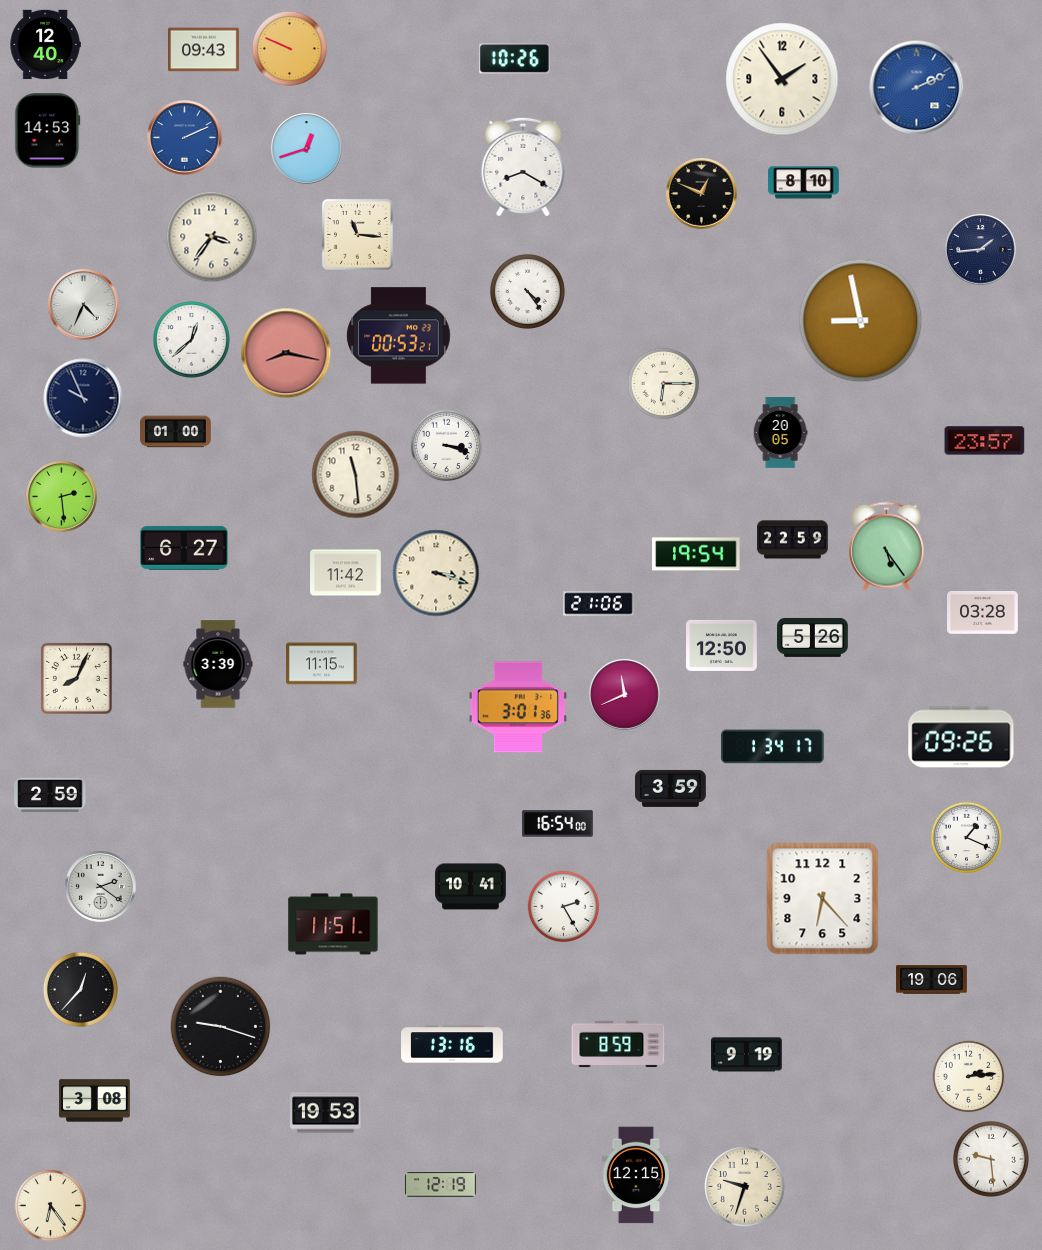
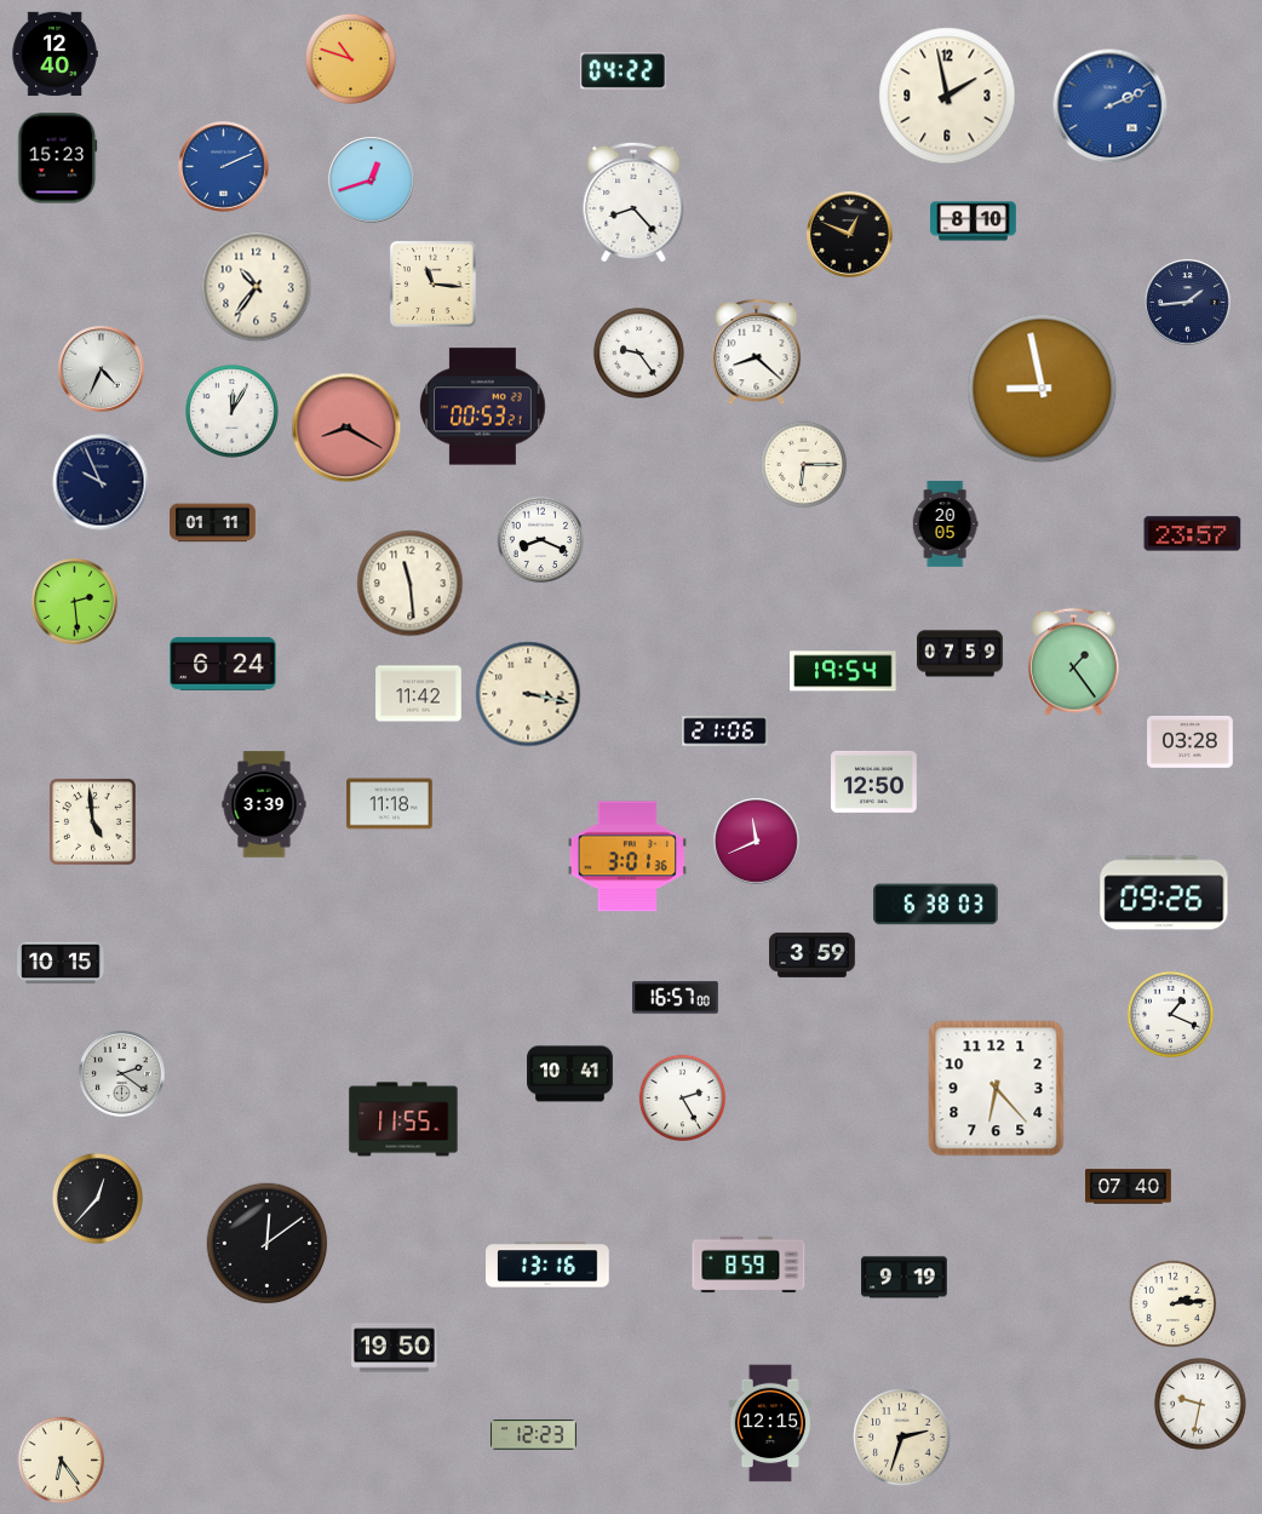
clock at (289, 48): 9:49 -> 10:48
clock at (204, 50): 09:43 -> none
clock at (514, 59): 10:26 -> 04:22
clock at (782, 79): 1:54 -> 1:58
clock at (48, 131): 14:53 -> 15:23
clock at (523, 167): 8:20 -> 8:23
clock at (212, 237): 3:36 -> 10:36
clock at (527, 291): 4:24 -> 9:24
clock at (757, 352): none -> 8:22
clock at (192, 340): 12:38 -> 12:05
clock at (286, 353): 8:17 -> 8:20
clock at (176, 432): 01:00 -> 01:11
clock at (447, 446): 3:18 -> 8:19
clock at (356, 475) position: (356, 475) -> (411, 584)
clock at (793, 540): 22:59 -> 07:59
clock at (887, 547): 5:24 -> 1:24
clock at (184, 548): 6:27 -> 6:24
clock at (436, 573): 3:18 -> 3:17
clock at (813, 638): 5:26 -> none
clock at (322, 664): 11:15 -> 11:18
clock at (76, 678): 8:04 -> 4:59
clock at (773, 747): 1:34 -> 6:38
clock at (50, 795): 2:59 -> 10:15
clock at (558, 824): 16:54 -> 16:57
clock at (333, 924): 11:51 -> 11:55
clock at (932, 980): 19:06 -> 07:40
clock at (221, 1027): 9:18 -> 12:09
clock at (95, 1101): 3:08 -> none
clock at (326, 1113): 19:53 -> 19:50
clock at (991, 1159): 9:29 -> 9:32
clock at (441, 1185): 12:19 -> 12:23
clock at (745, 1187): 9:33 -> 2:33
